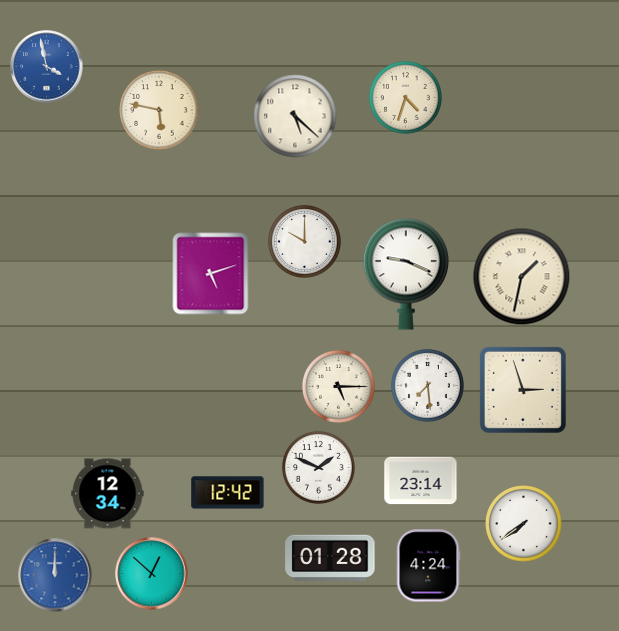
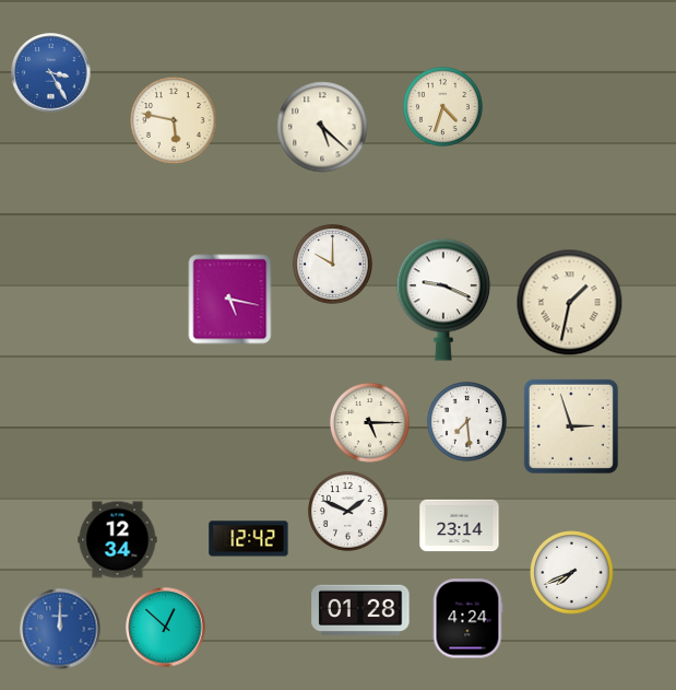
clock at (47, 67): 3:58 -> 3:25
clock at (211, 274): 5:12 -> 5:17
clock at (524, 524): 7:39 -> 7:41
